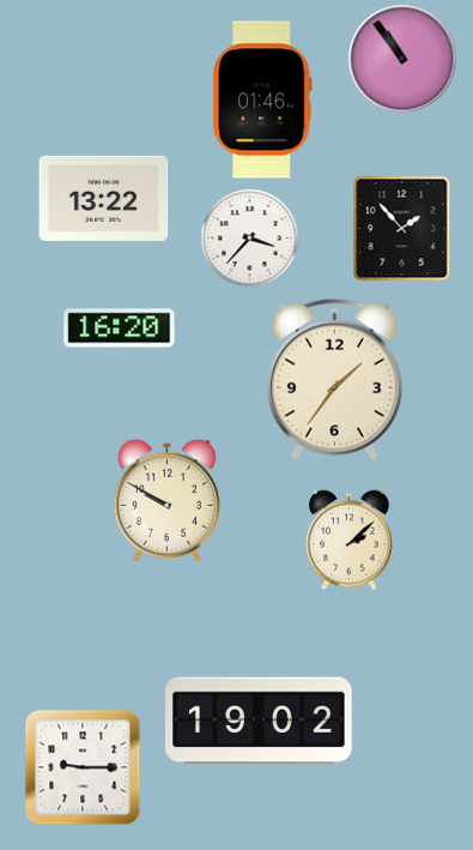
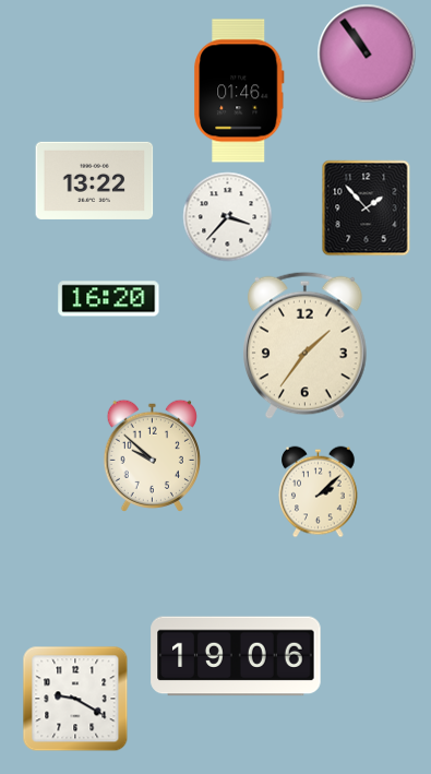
clock at (166, 500): 9:50 -> 9:52
clock at (259, 721): 19:02 -> 19:06
clock at (83, 767): 9:15 -> 9:20
